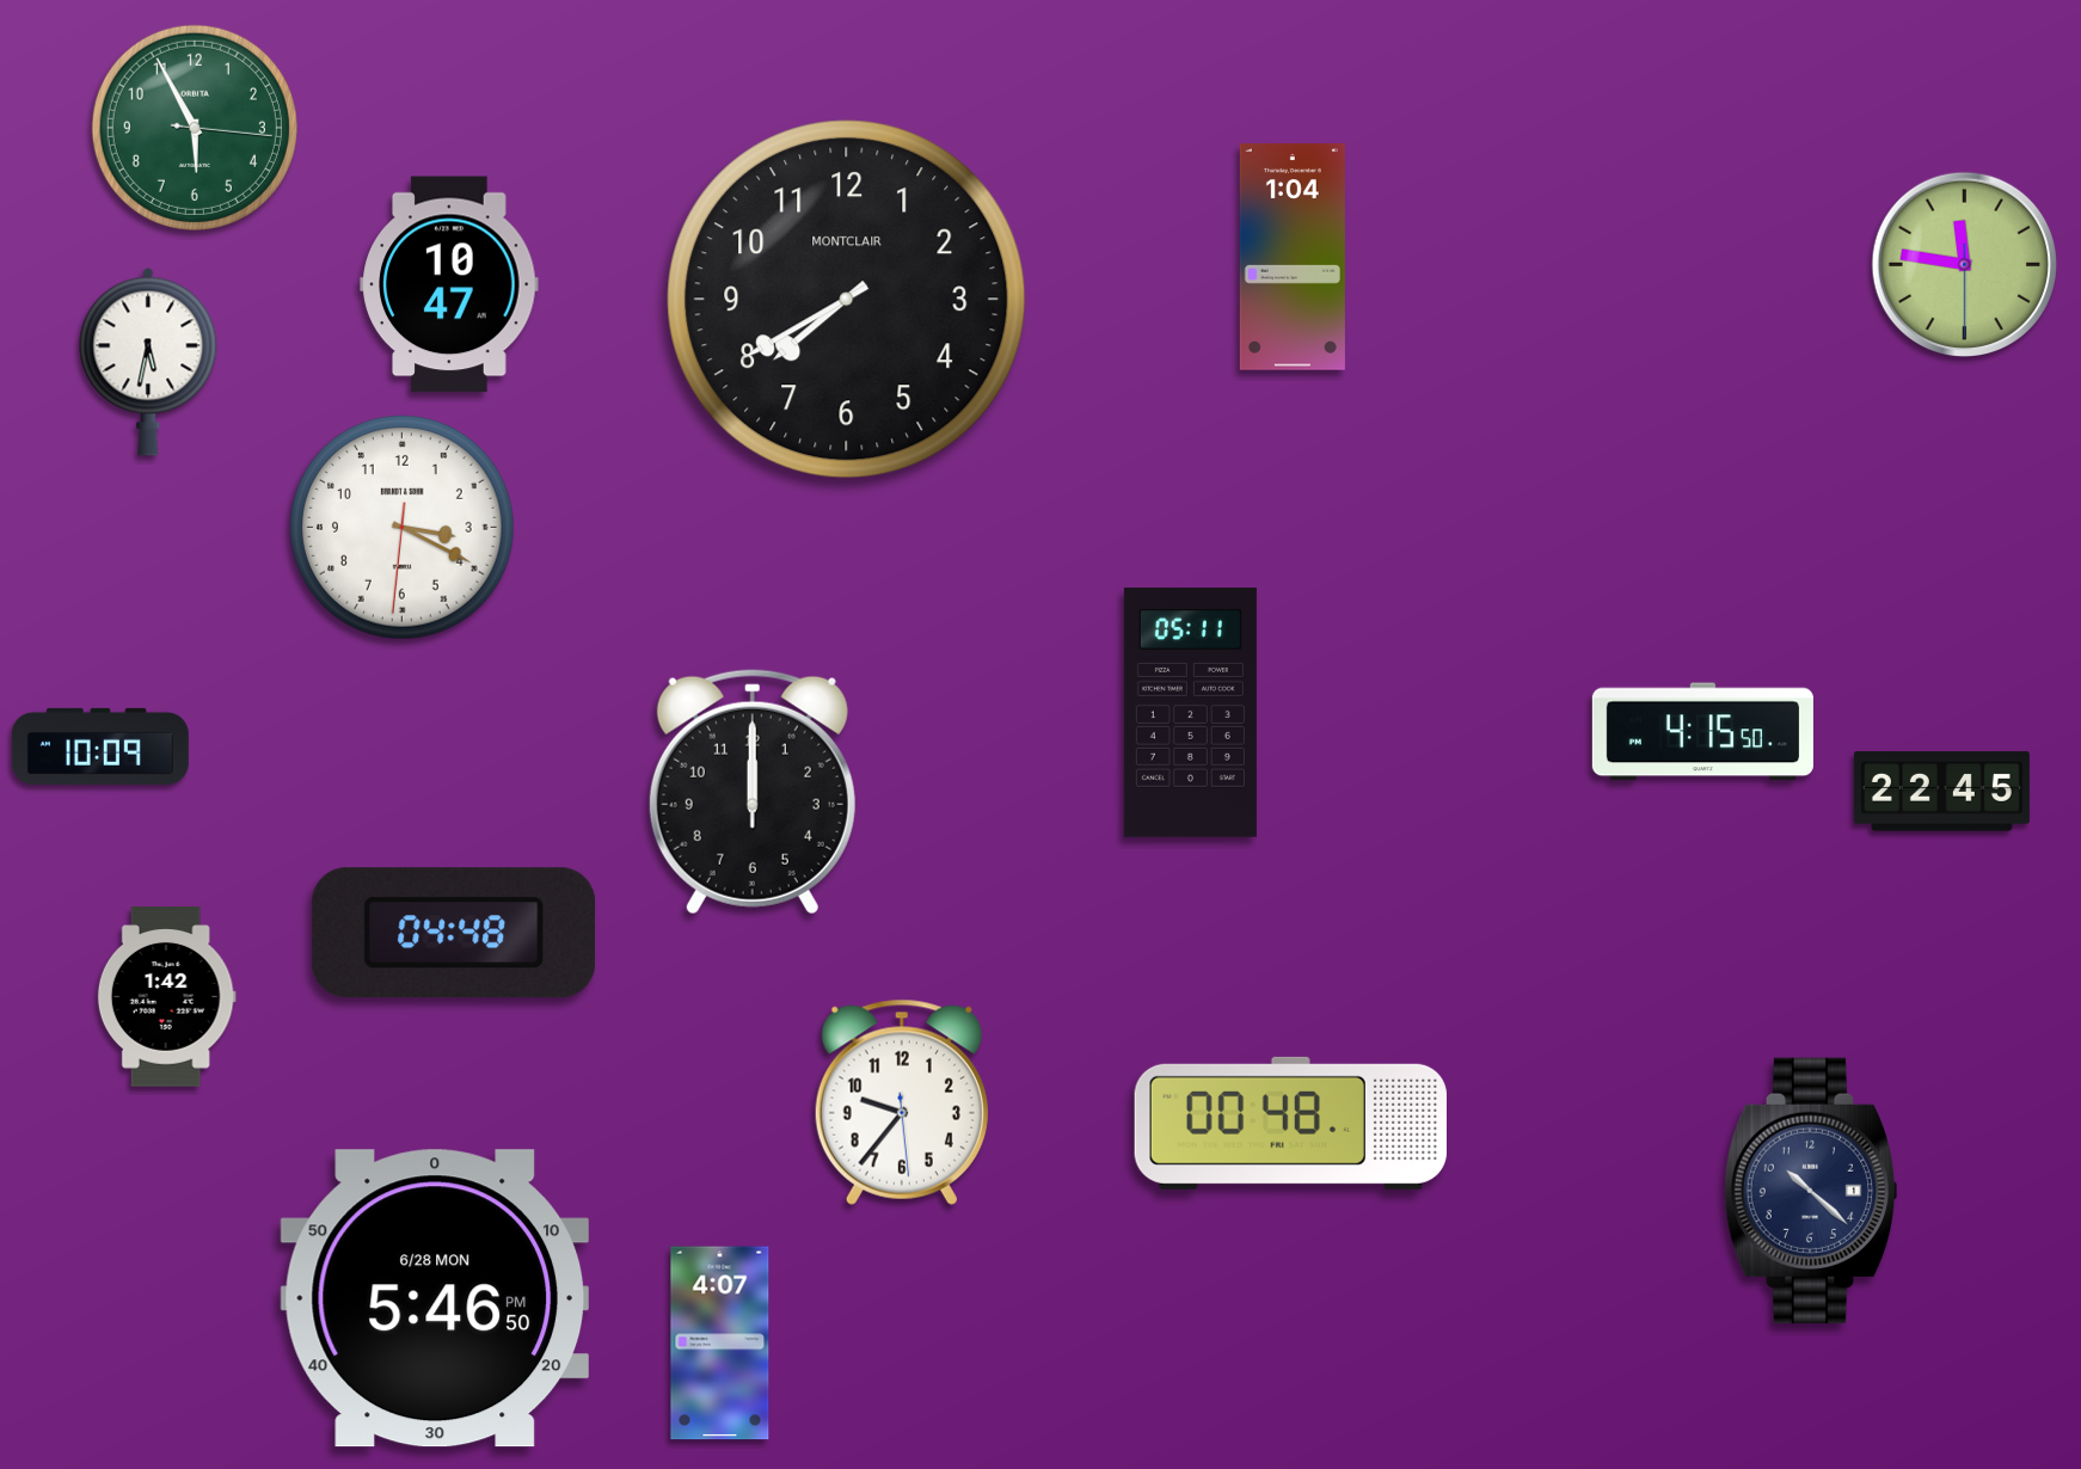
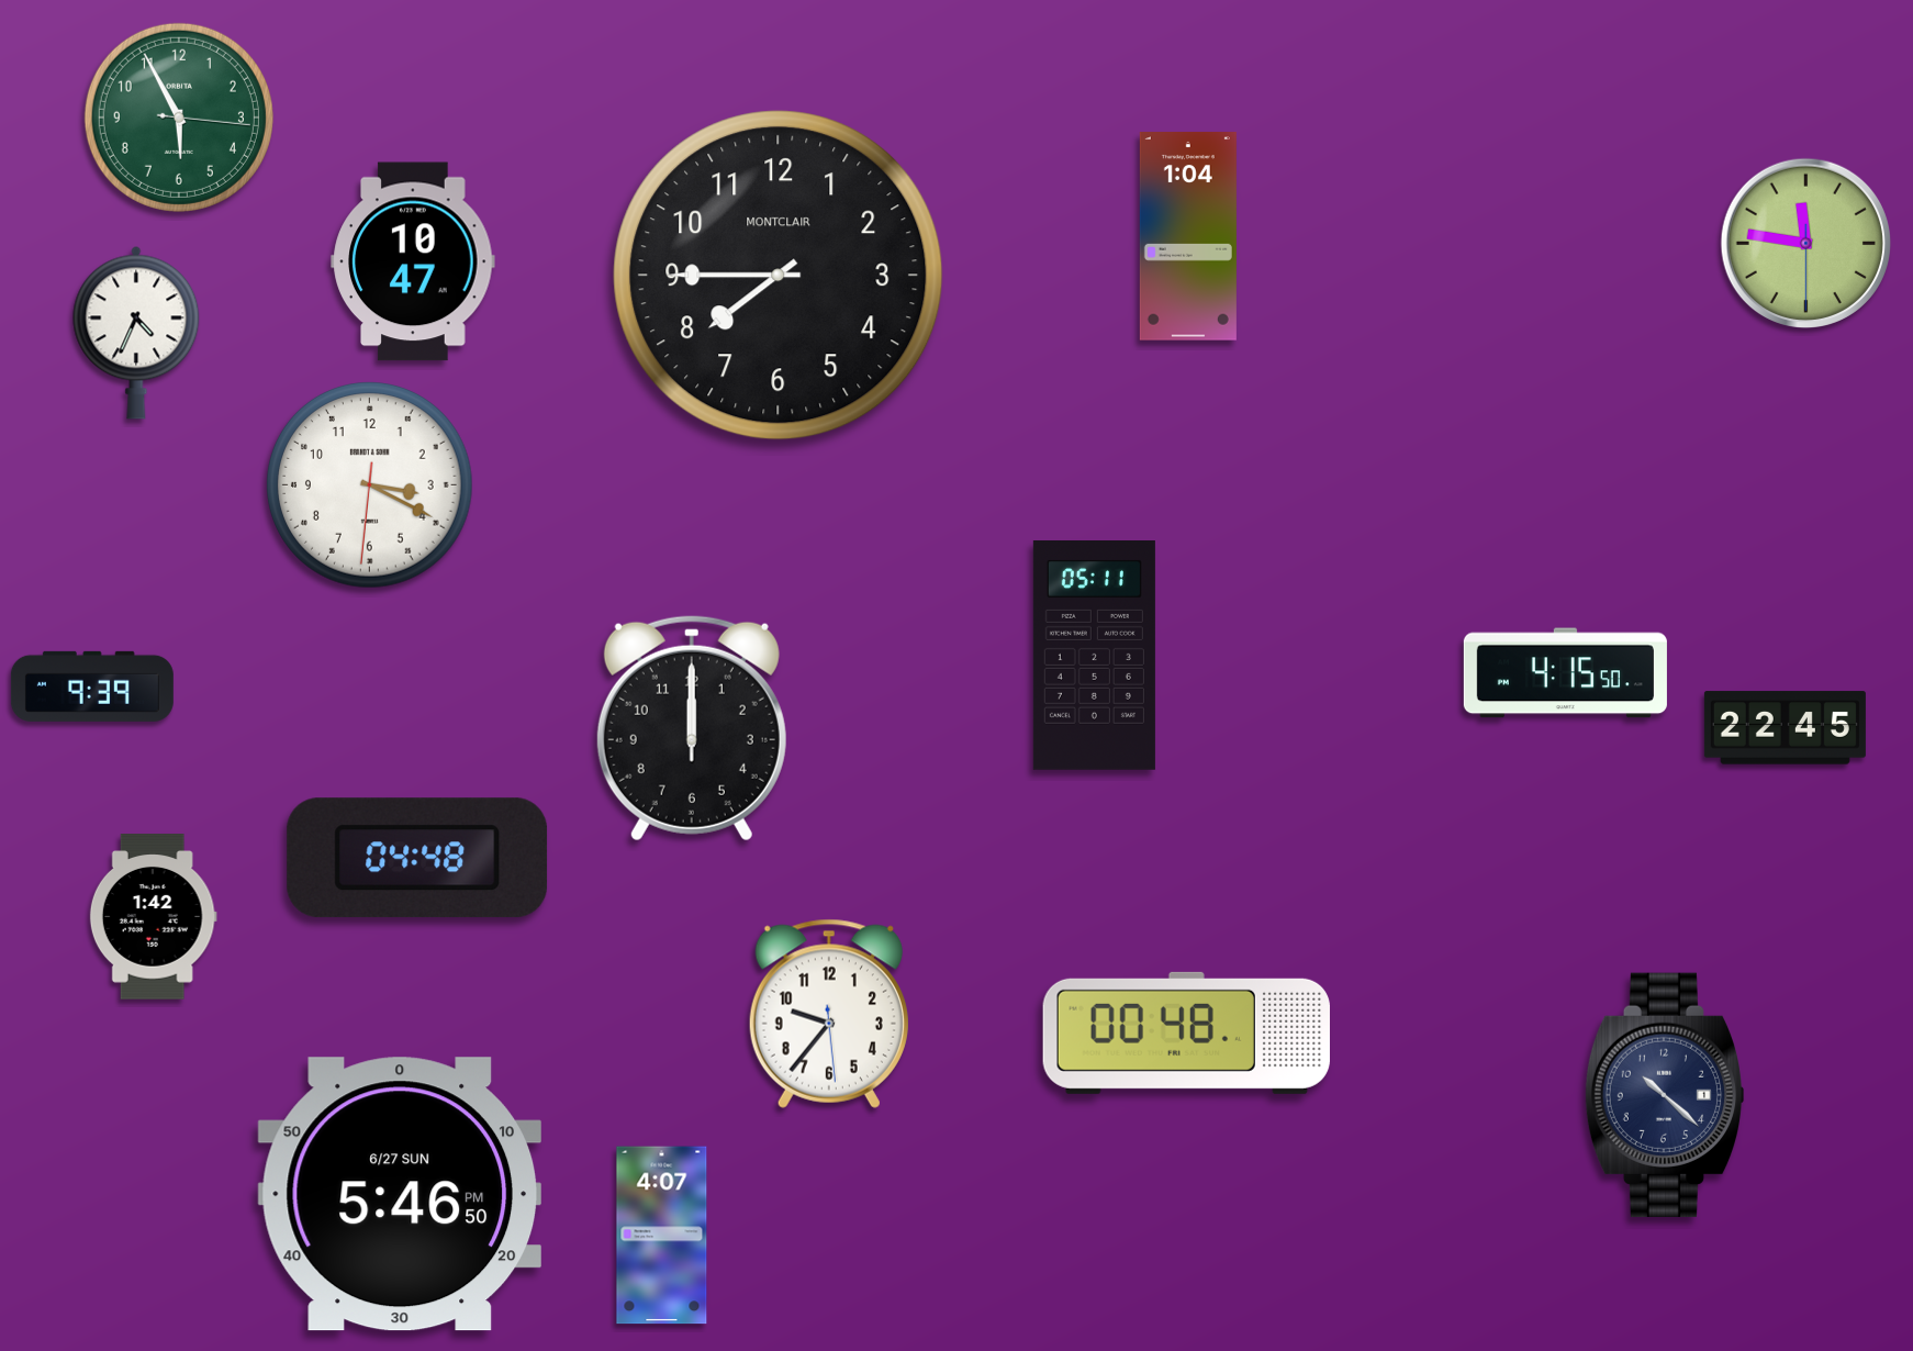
clock at (847, 300): 7:40 -> 7:45
clock at (148, 362): 5:32 -> 4:34
clock at (100, 746): 10:09 -> 9:39
clock at (434, 1298) date: 6/28 MON -> 6/27 SUN
